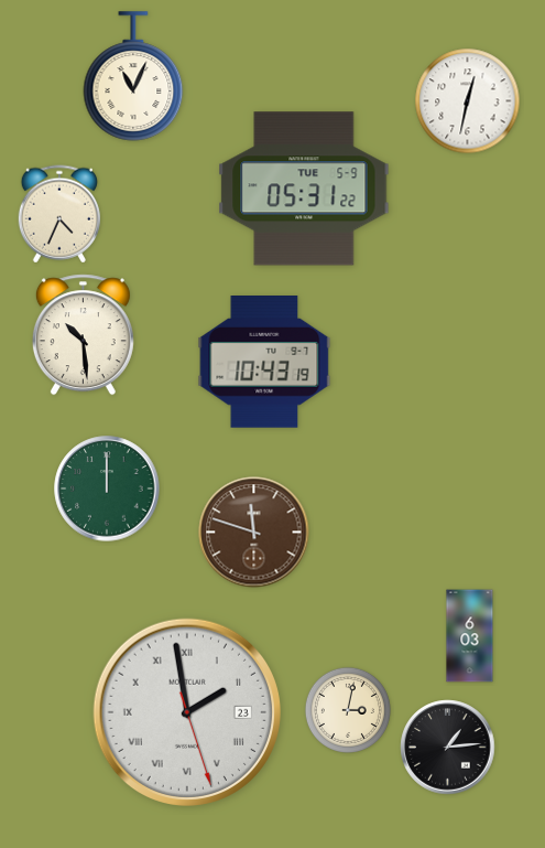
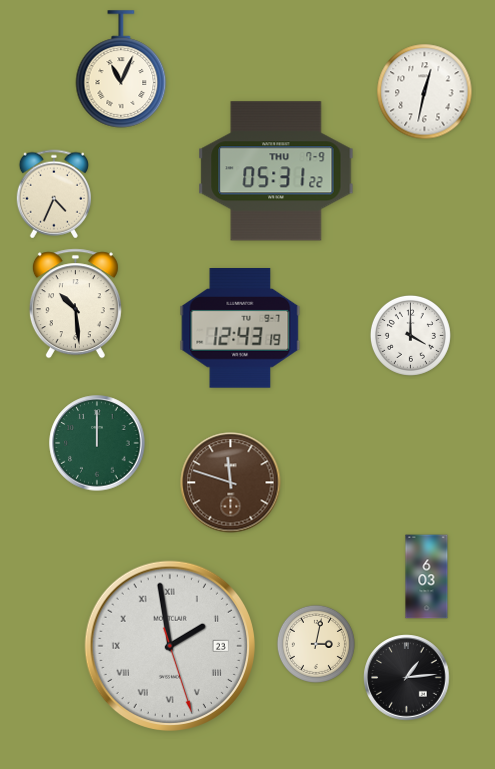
clock at (304, 189) date: TUE 5-9 -> THU 7-9
clock at (264, 363): 10:43 -> 12:43
clock at (410, 335): none -> 4:00
